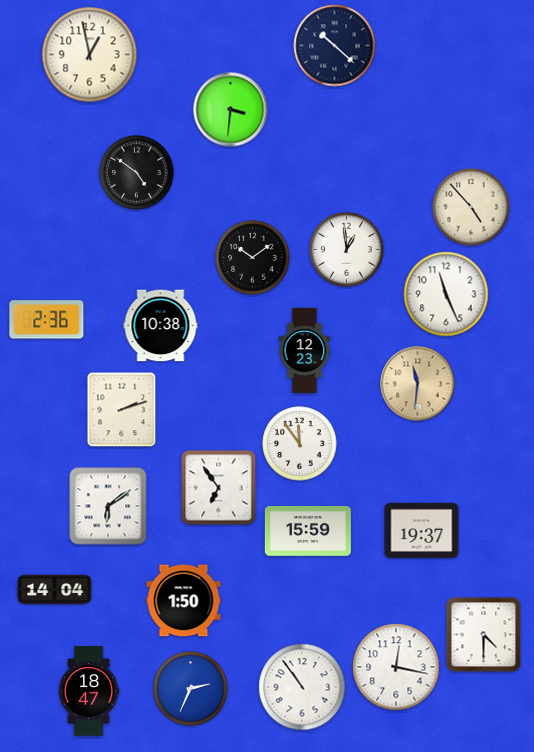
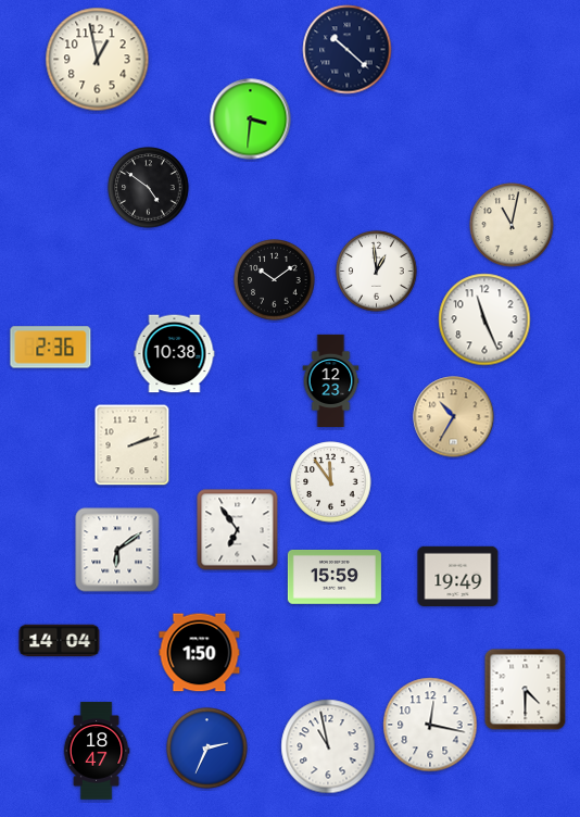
clock at (335, 46) position: (335, 46) -> (348, 50)
clock at (471, 207): 4:53 -> 11:02
clock at (418, 384): 11:31 -> 10:35
clock at (300, 444) position: (300, 444) -> (331, 482)
clock at (422, 530): 19:37 -> 19:49
clock at (302, 687): 10:54 -> 10:58
